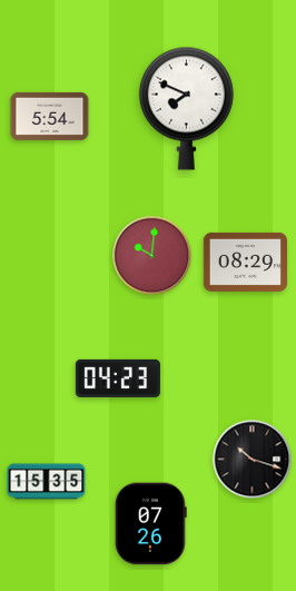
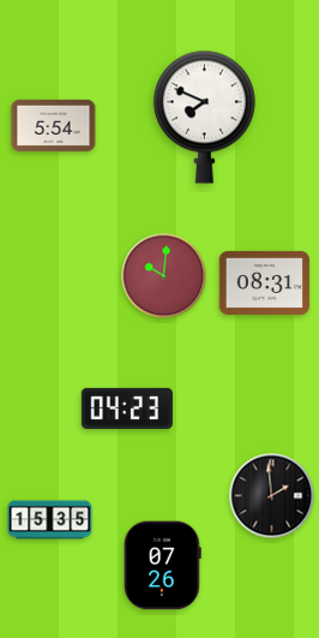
clock at (186, 108) position: (186, 108) -> (204, 117)
clock at (245, 262): 08:29 -> 08:31
clock at (253, 460): 10:18 -> 1:59
